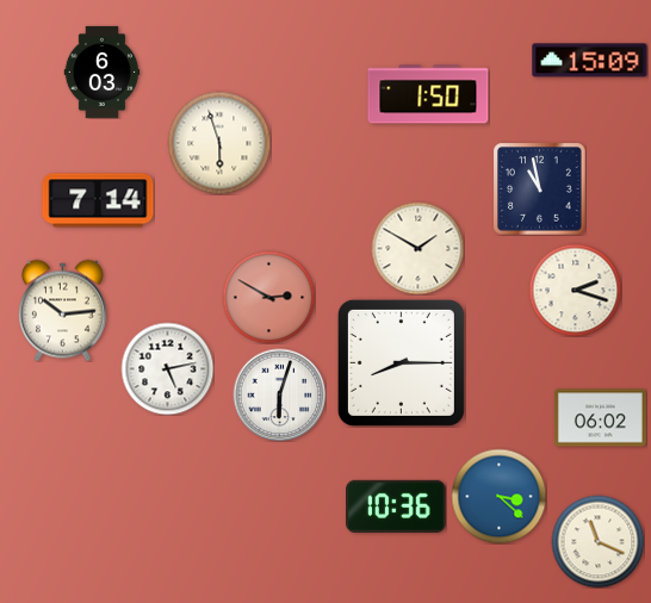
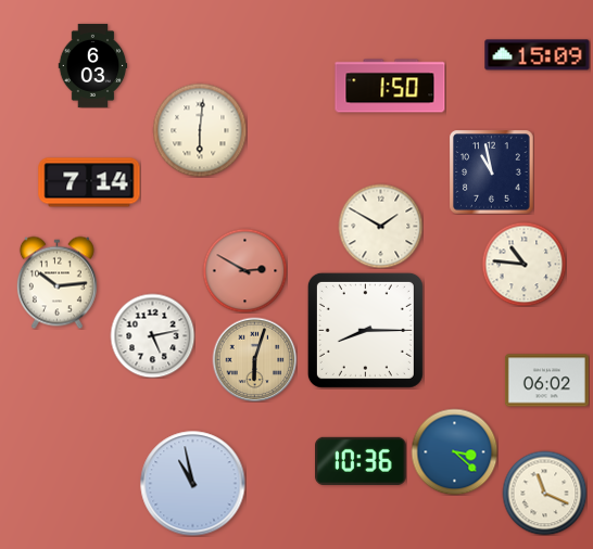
clock at (219, 143): 5:57 -> 6:01
clock at (575, 290): 2:18 -> 10:46
clock at (279, 394) dial: white -> champagne
clock at (193, 484): none -> 10:58
